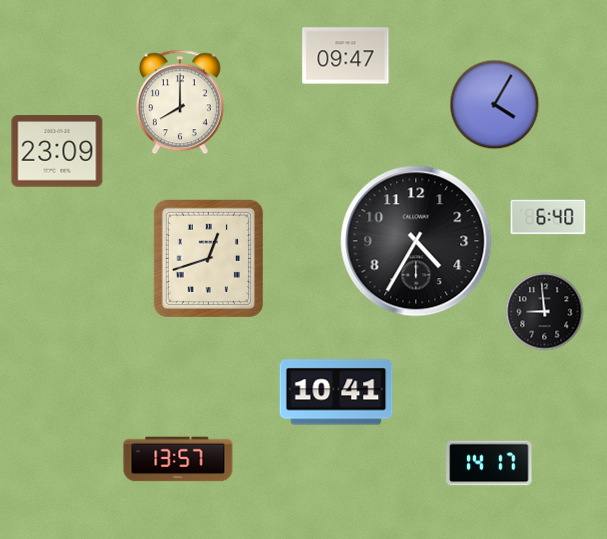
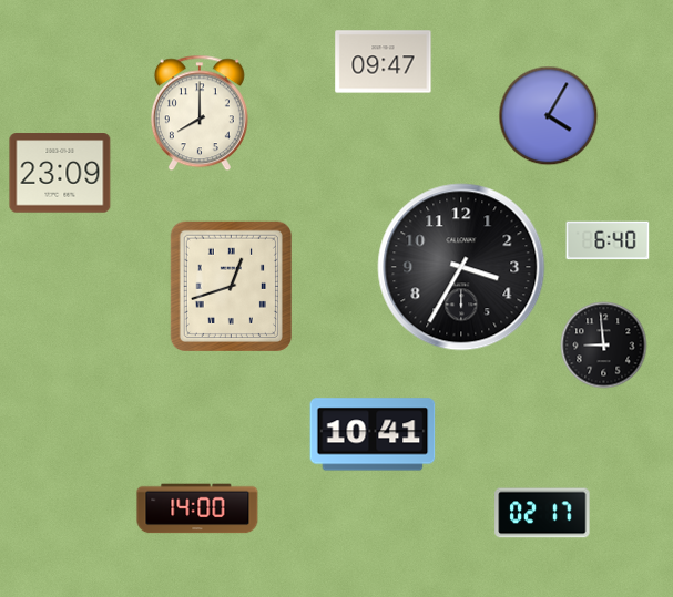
clock at (57, 151) position: (57, 151) -> (60, 173)
clock at (416, 241): 4:35 -> 3:35
clock at (178, 459): 13:57 -> 14:00
clock at (489, 463): 14:17 -> 02:17
